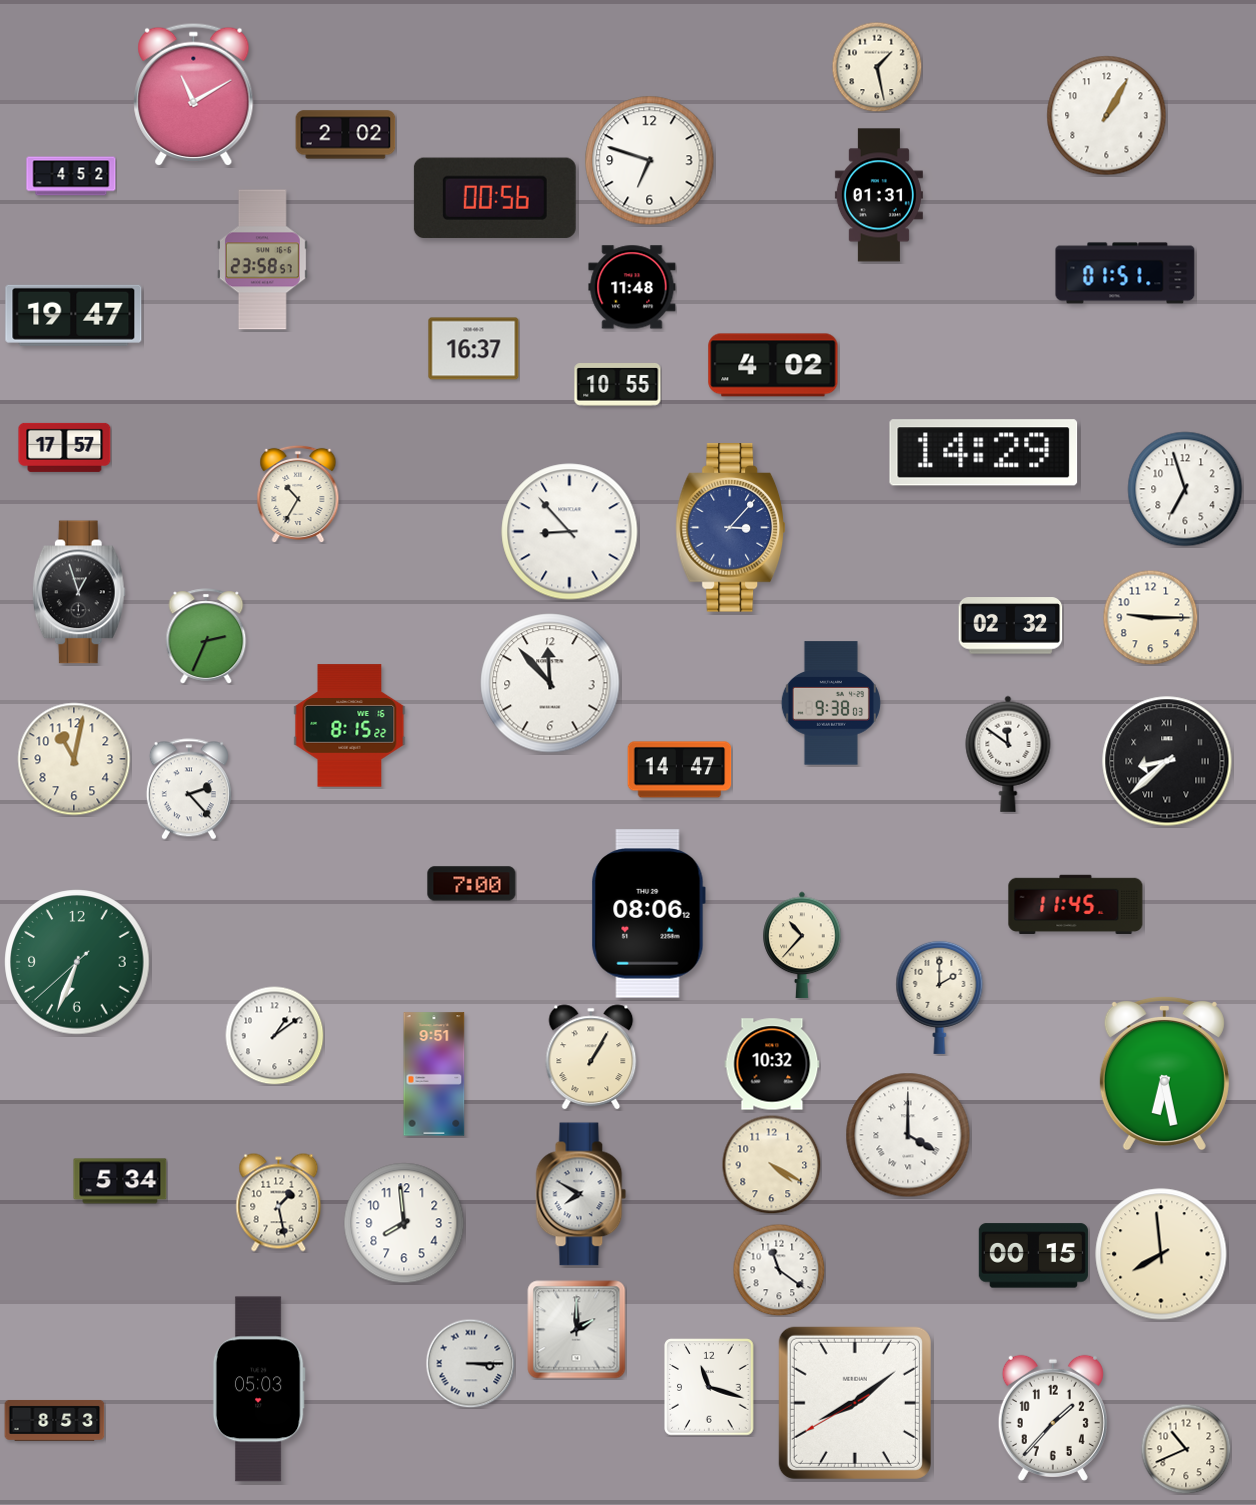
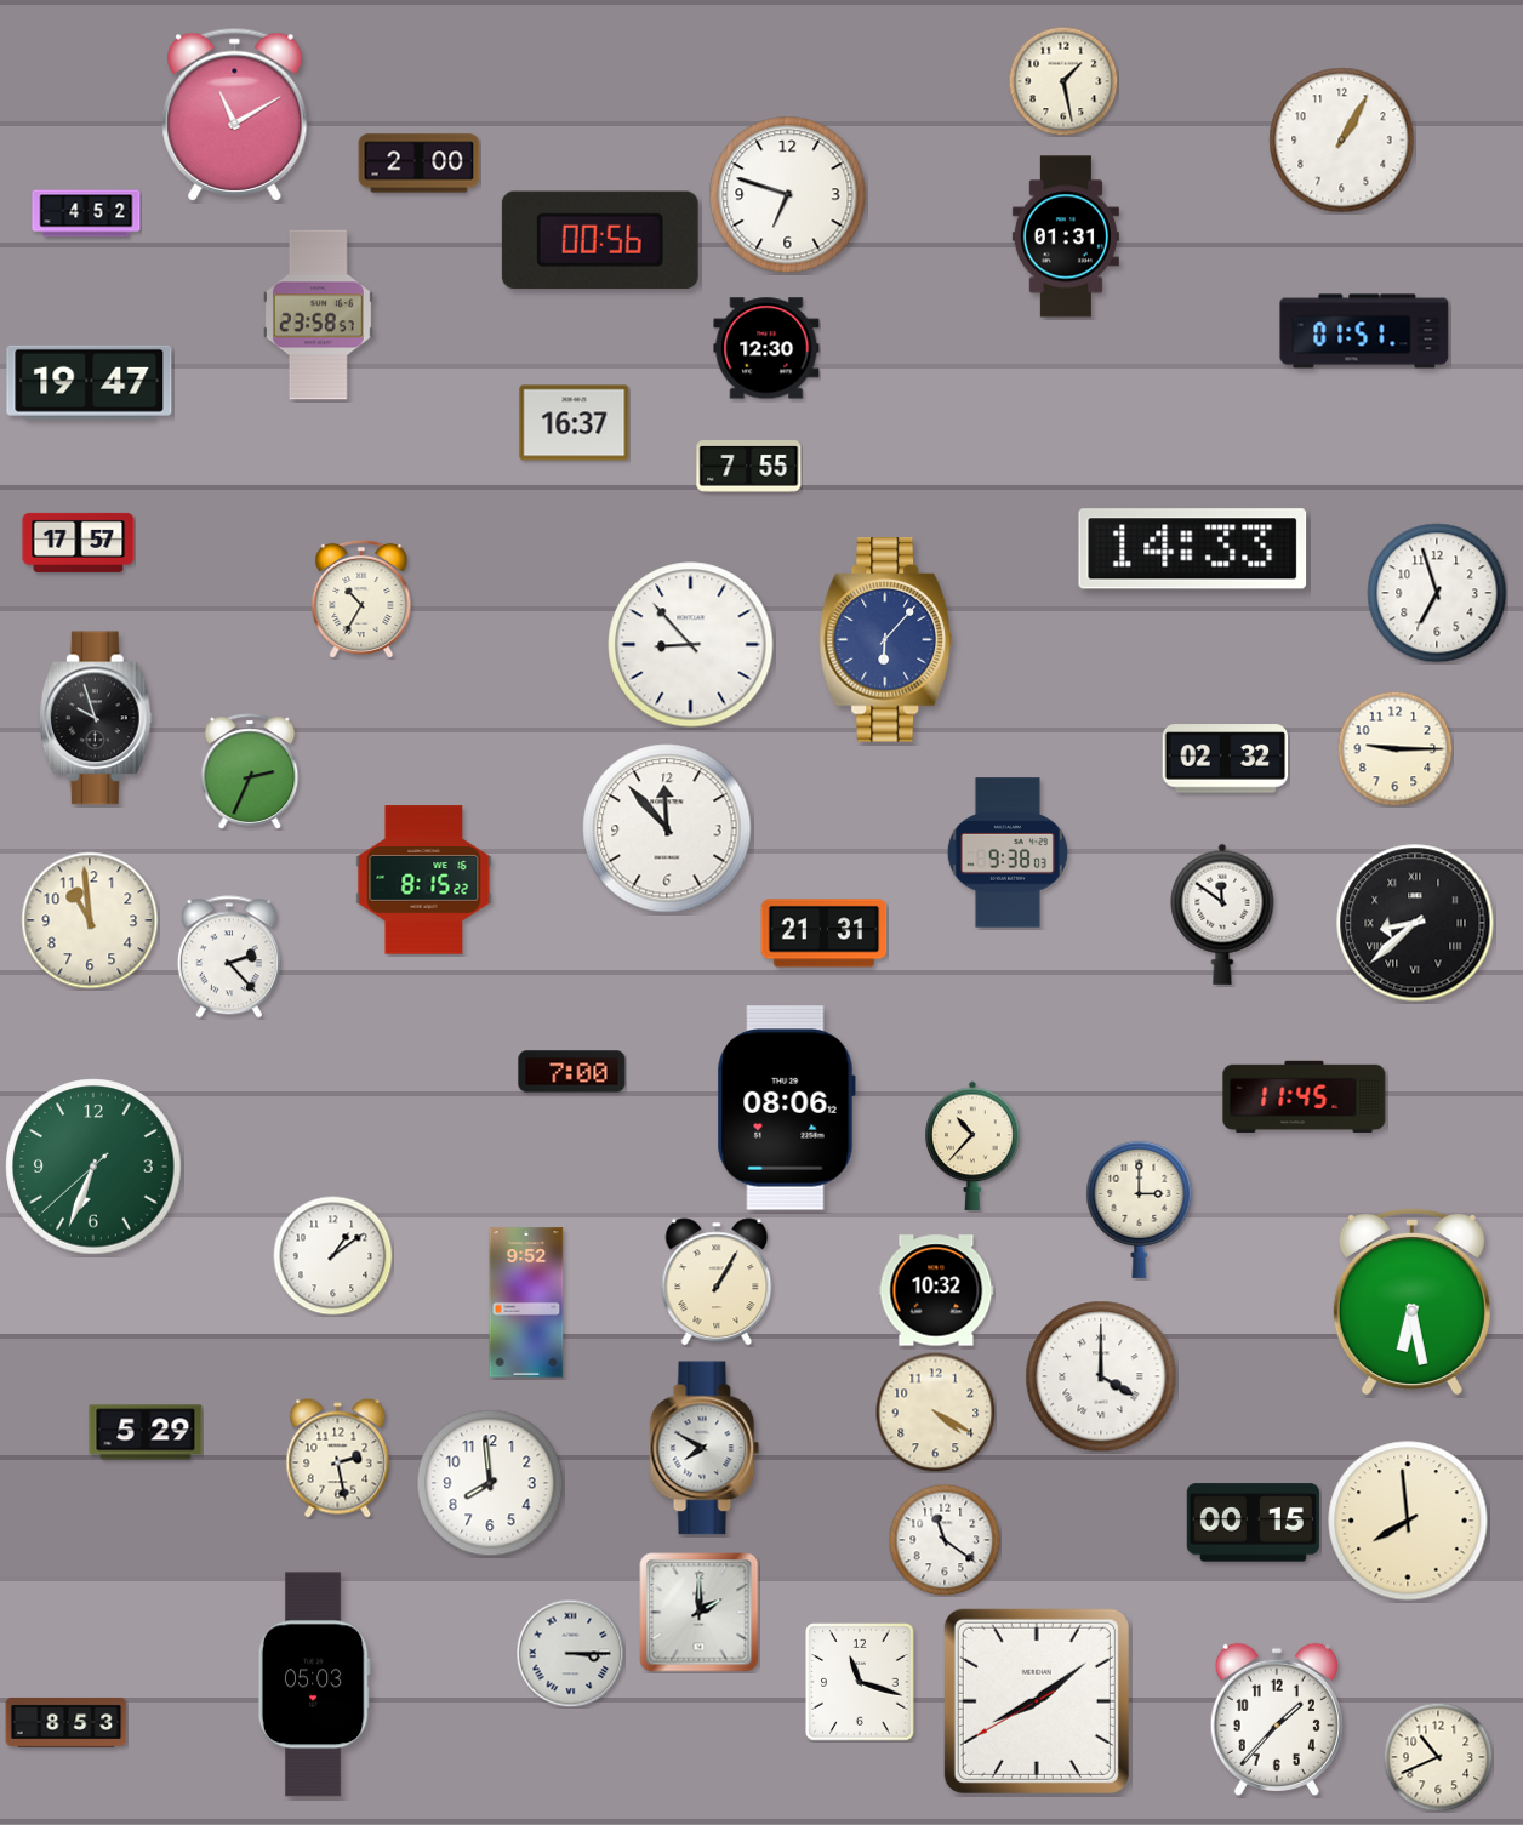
clock at (346, 135): 2:02 -> 2:00
clock at (632, 287): 11:48 -> 12:30
clock at (773, 365): 4:02 -> none
clock at (618, 385): 10:55 -> 7:55
clock at (984, 453): 14:29 -> 14:33
clock at (730, 528): 3:07 -> 6:07
clock at (79, 592): 12:57 -> 9:57
clock at (74, 759): 11:02 -> 10:59
clock at (680, 770): 14:47 -> 21:31
clock at (940, 997): 2:00 -> 3:00
clock at (434, 1074): 9:51 -> 9:52
clock at (120, 1181): 5:34 -> 5:29
clock at (279, 1203): 1:28 -> 2:28
